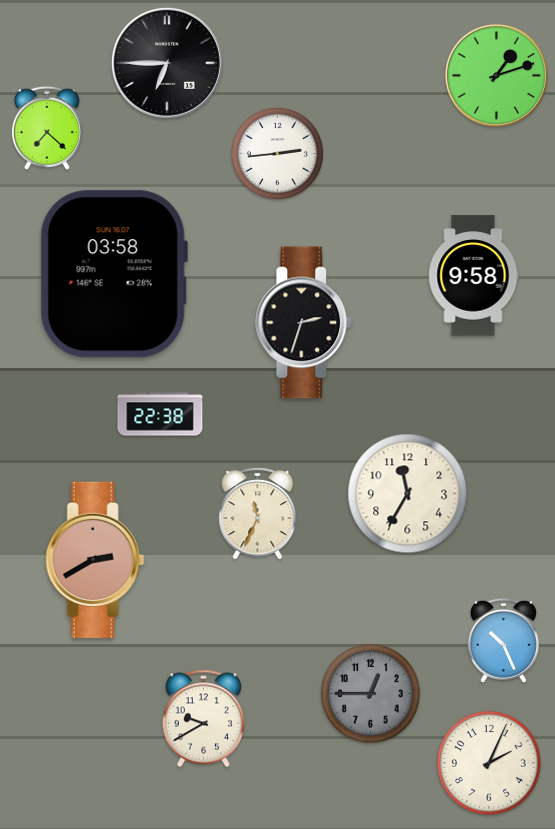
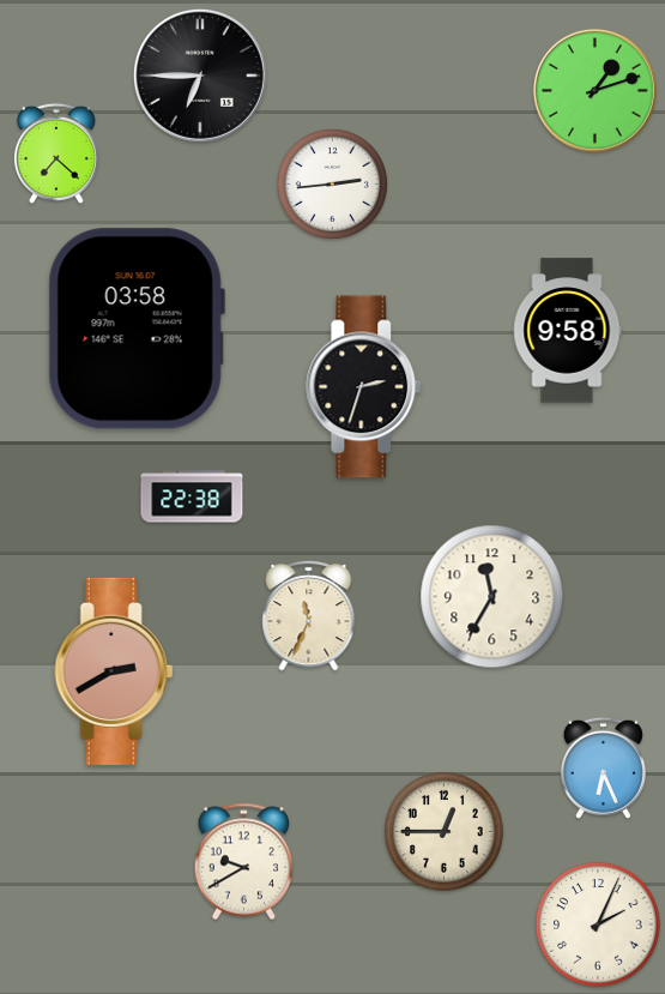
clock at (408, 494) position: (408, 494) -> (492, 597)
clock at (503, 640): 10:26 -> 6:26
clock at (371, 694) dial: grey -> cream
clock at (489, 763) position: (489, 763) -> (598, 924)
